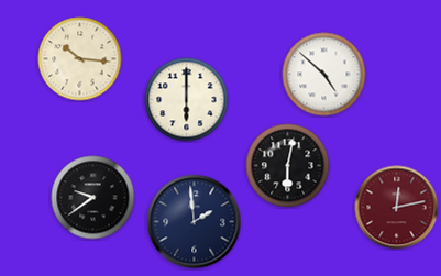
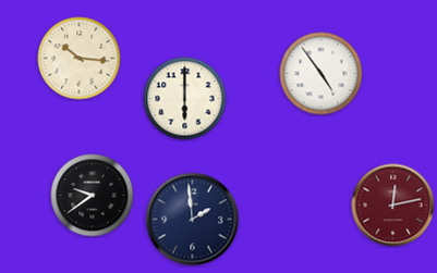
clock at (324, 75): 4:52 -> 4:54
clock at (288, 166): 6:02 -> none
